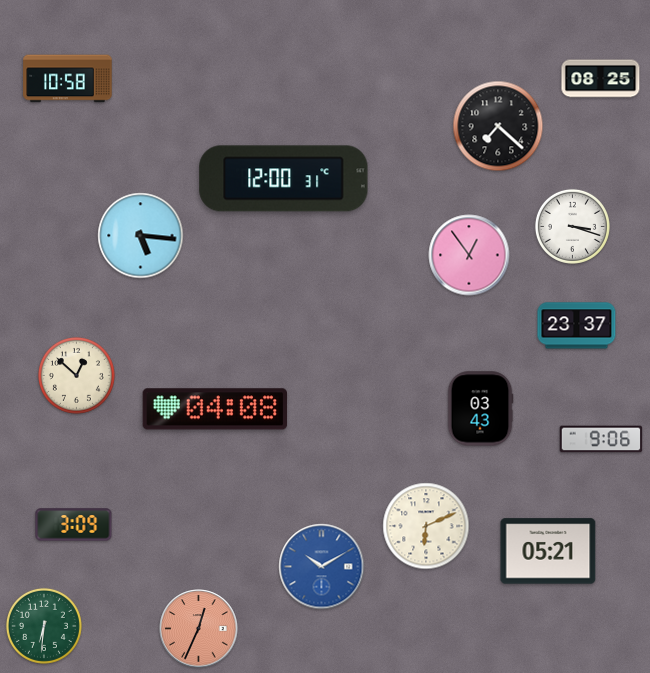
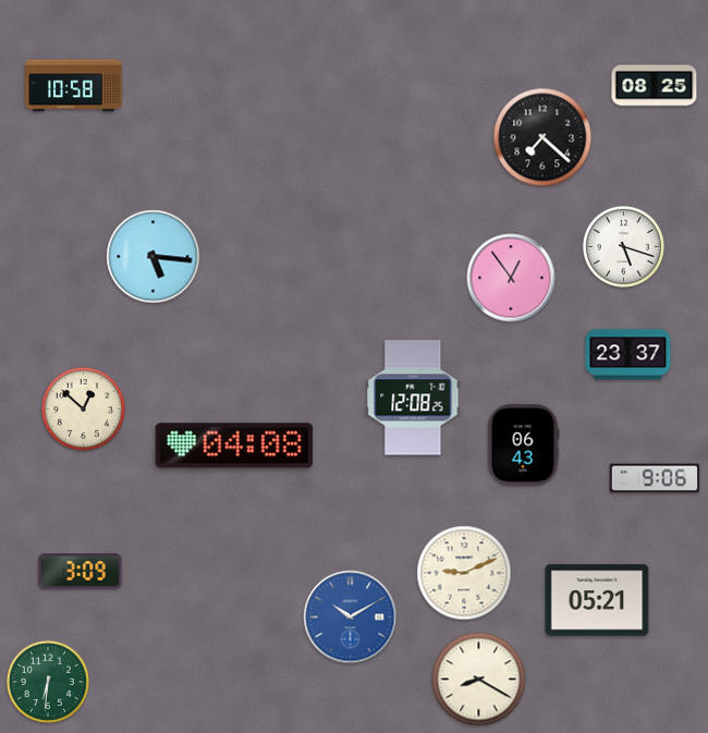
clock at (284, 179): 12:00 -> none
clock at (572, 226): 3:18 -> 5:18
clock at (413, 398): none -> 12:08
clock at (480, 409): 03:43 -> 06:43
clock at (426, 526): 6:11 -> 9:11
clock at (479, 680): none -> 8:20
clock at (199, 629): 12:34 -> none
